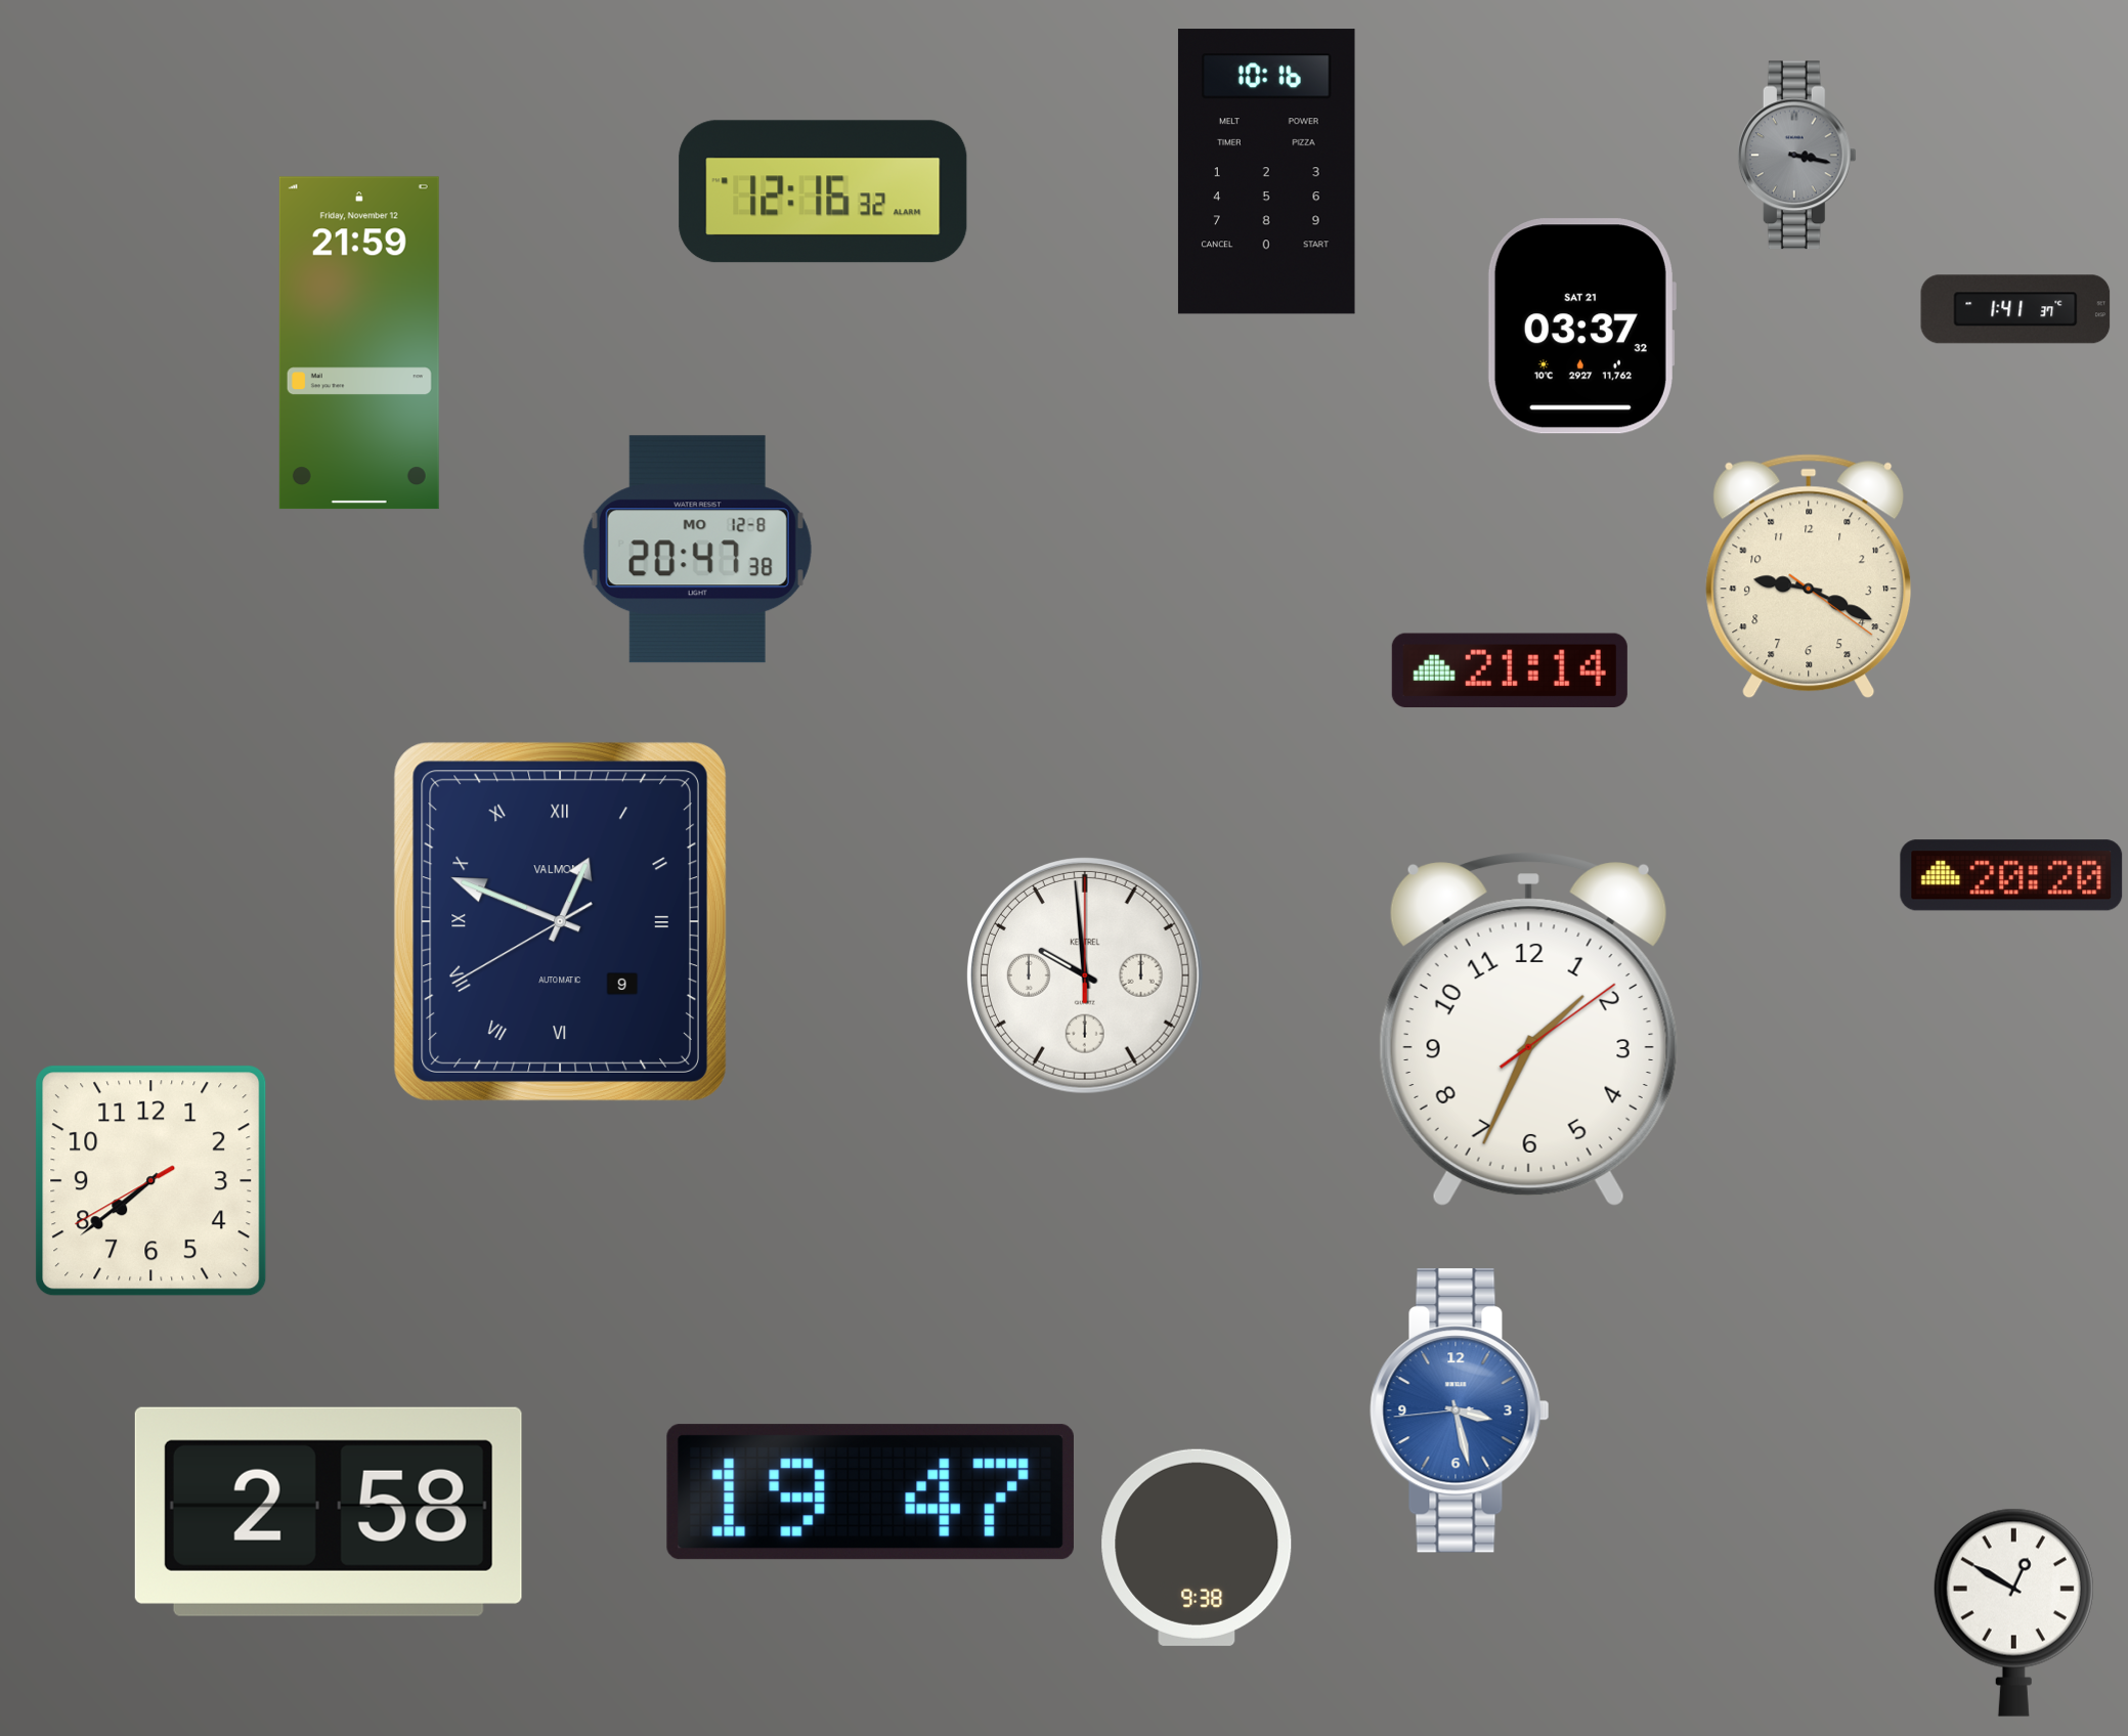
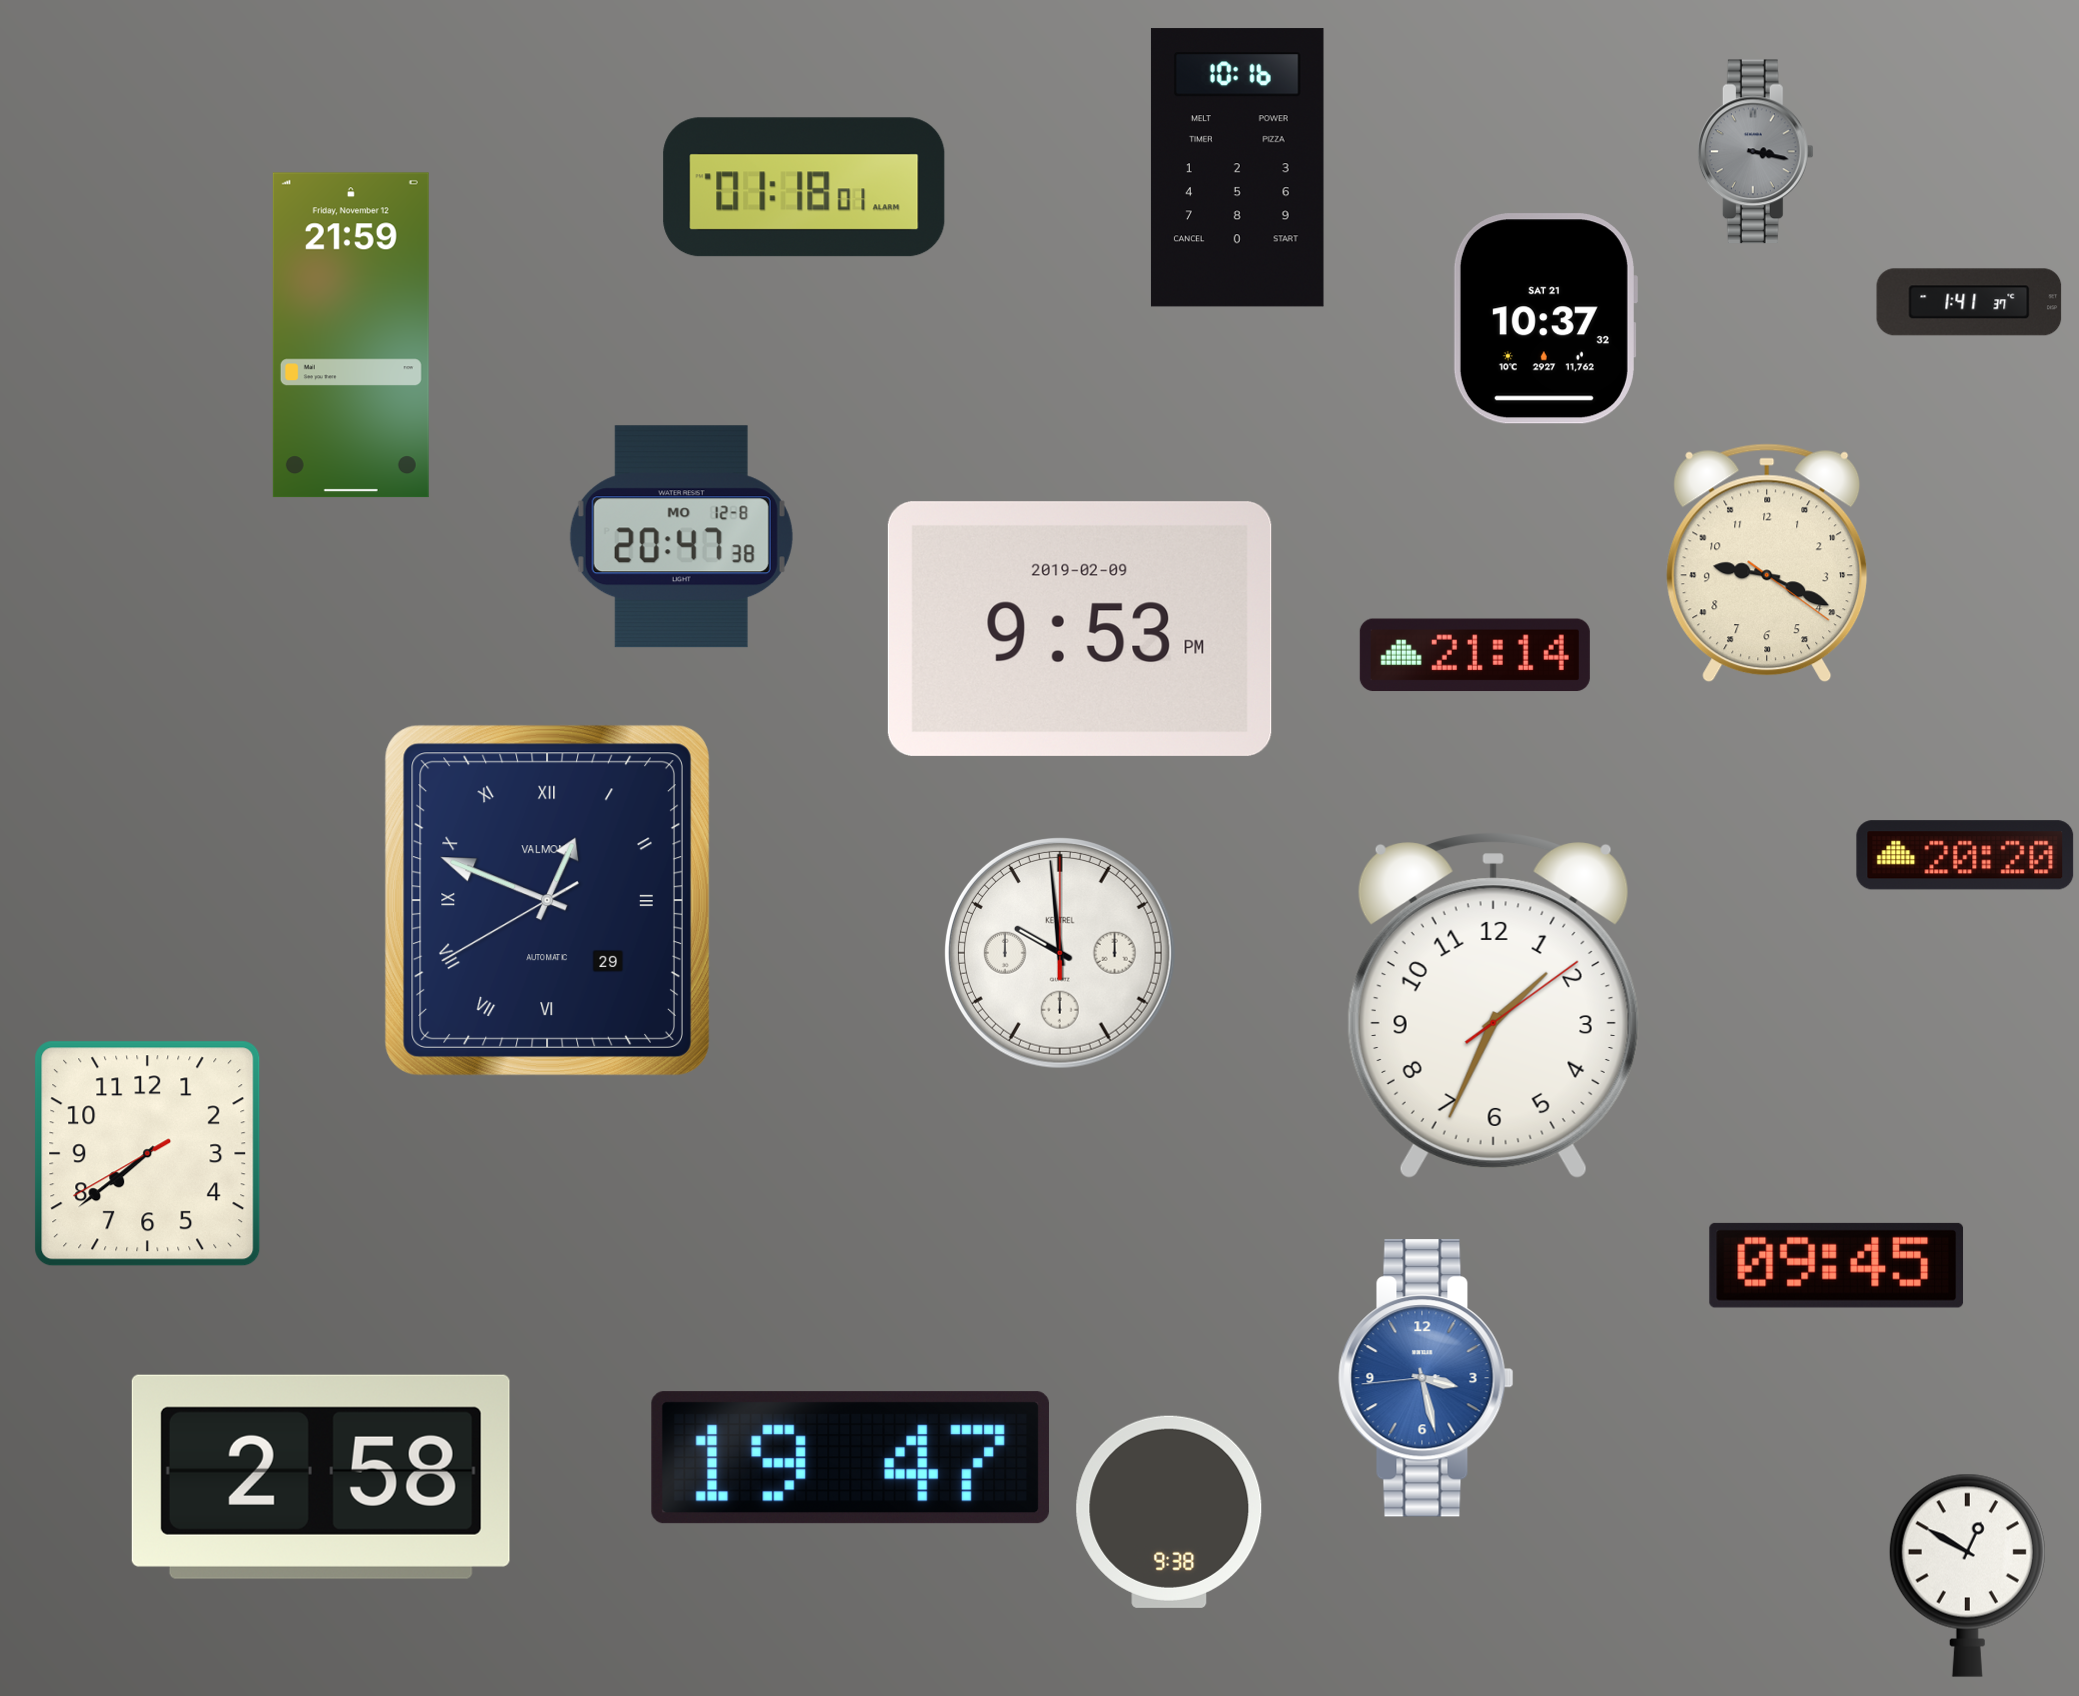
clock at (823, 191): 12:16 -> 01:18
clock at (1581, 327): 03:37 -> 10:37
clock at (1080, 629): none -> 9:53
clock at (560, 921) date: 9 -> 29
clock at (1837, 1265): none -> 09:45
